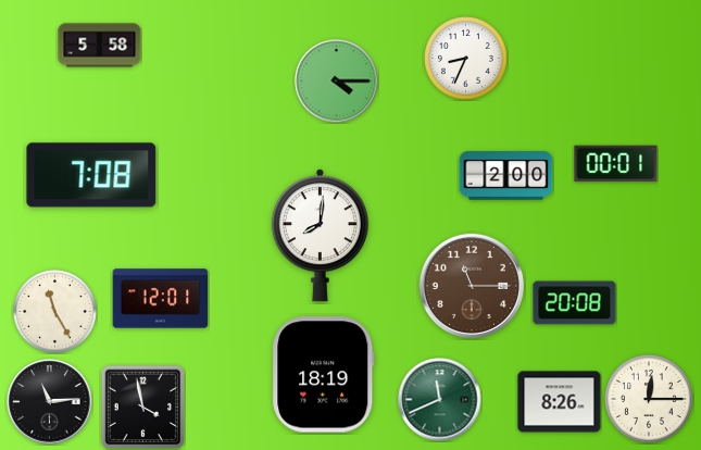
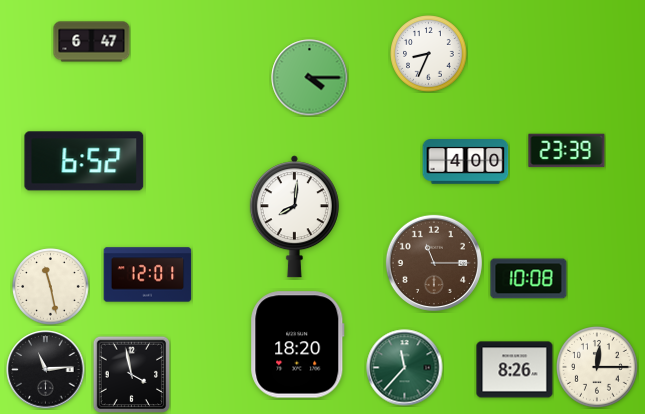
clock at (100, 46): 5:58 -> 6:47
clock at (337, 82) position: (337, 82) -> (310, 78)
clock at (616, 164): 00:01 -> 23:39
clock at (91, 175): 7:08 -> 6:52
clock at (506, 176): 2:00 -> 4:00
clock at (575, 303): 20:08 -> 10:08
clock at (55, 312): 11:25 -> 11:28
clock at (324, 375): 18:19 -> 18:20
clock at (440, 400): 11:41 -> 11:37
